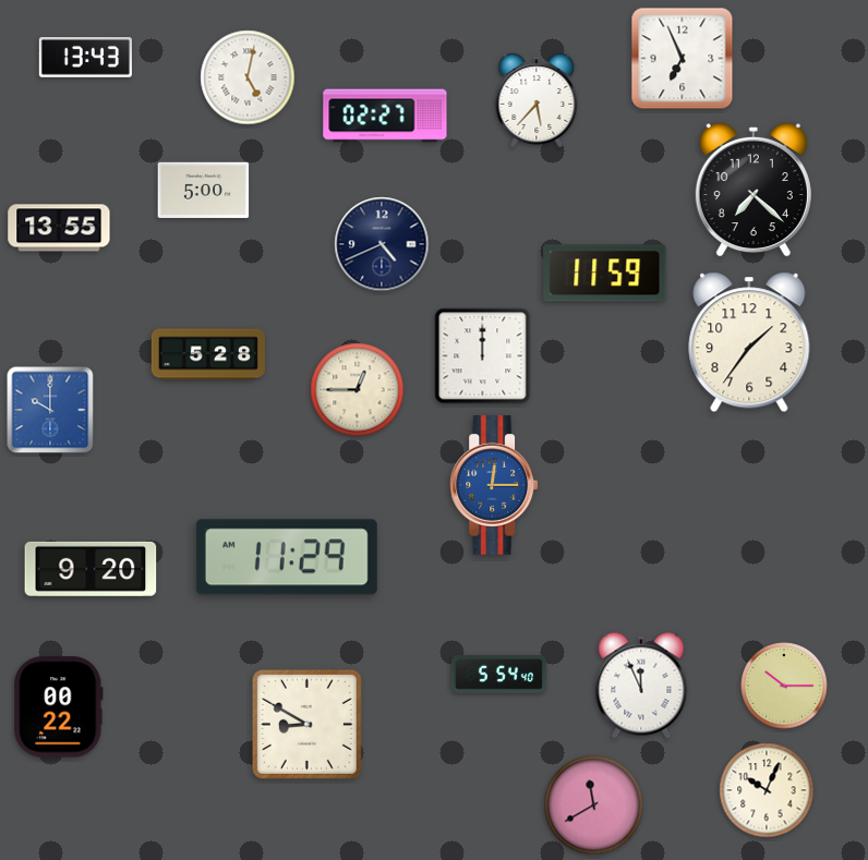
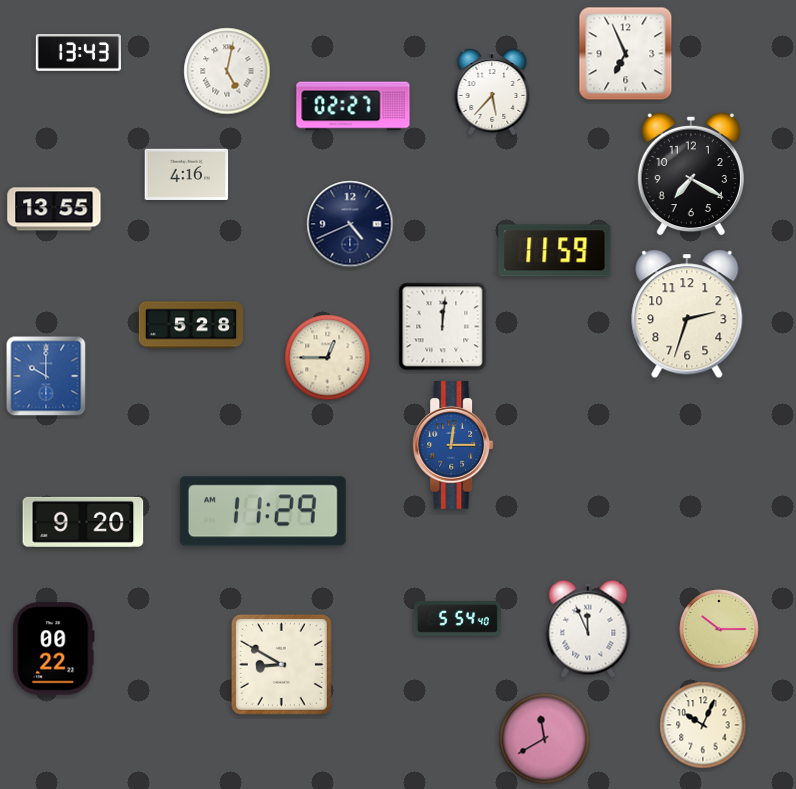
clock at (204, 190): 5:00 -> 4:16
clock at (754, 190): 7:22 -> 7:20
clock at (749, 342): 1:36 -> 2:33
clock at (483, 356): 12:00 -> 12:01
